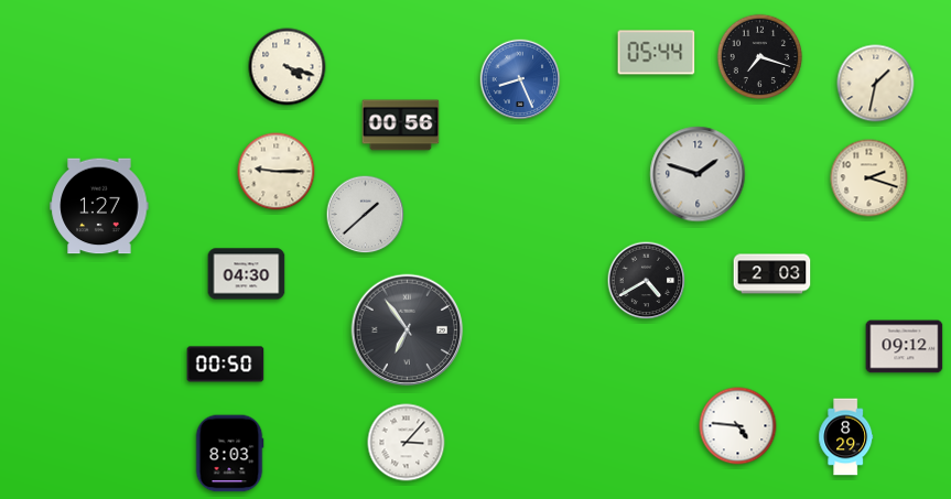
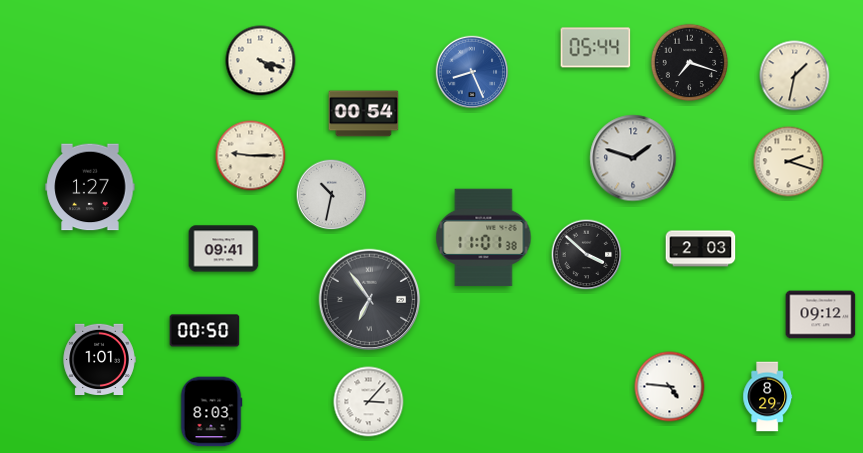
clock at (760, 57) position: (760, 57) -> (690, 63)
clock at (401, 126): 00:56 -> 00:54
clock at (366, 215): 1:38 -> 10:32
clock at (484, 238): none -> 11:01
clock at (247, 274): 04:30 -> 09:41
clock at (647, 281): 4:40 -> 3:52
clock at (99, 360): none -> 1:01
clock at (229, 454) position: (229, 454) -> (211, 412)
